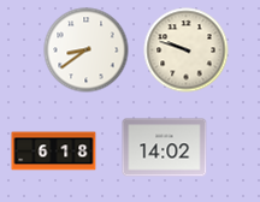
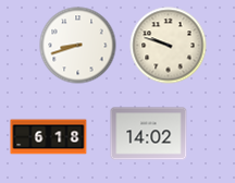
clock at (87, 50): 8:39 -> 8:42
